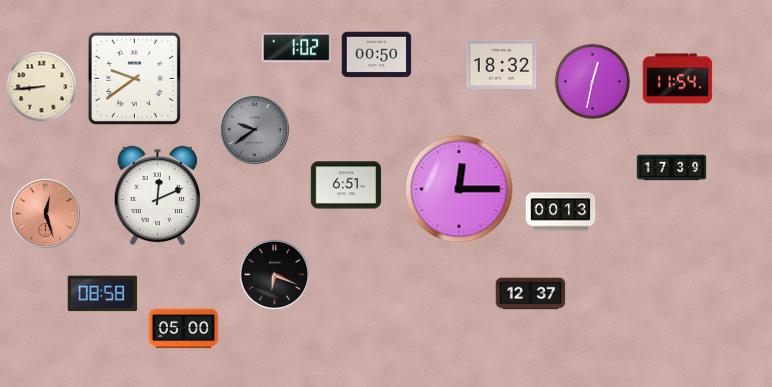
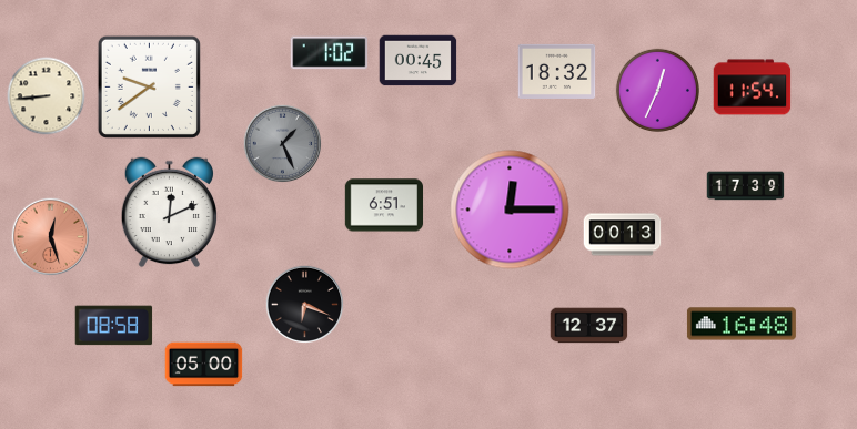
clock at (377, 55): 00:50 -> 00:45
clock at (592, 81): 12:32 -> 12:34
clock at (255, 130): 9:39 -> 1:26
clock at (157, 196) position: (157, 196) -> (169, 213)
clock at (742, 324): none -> 16:48
